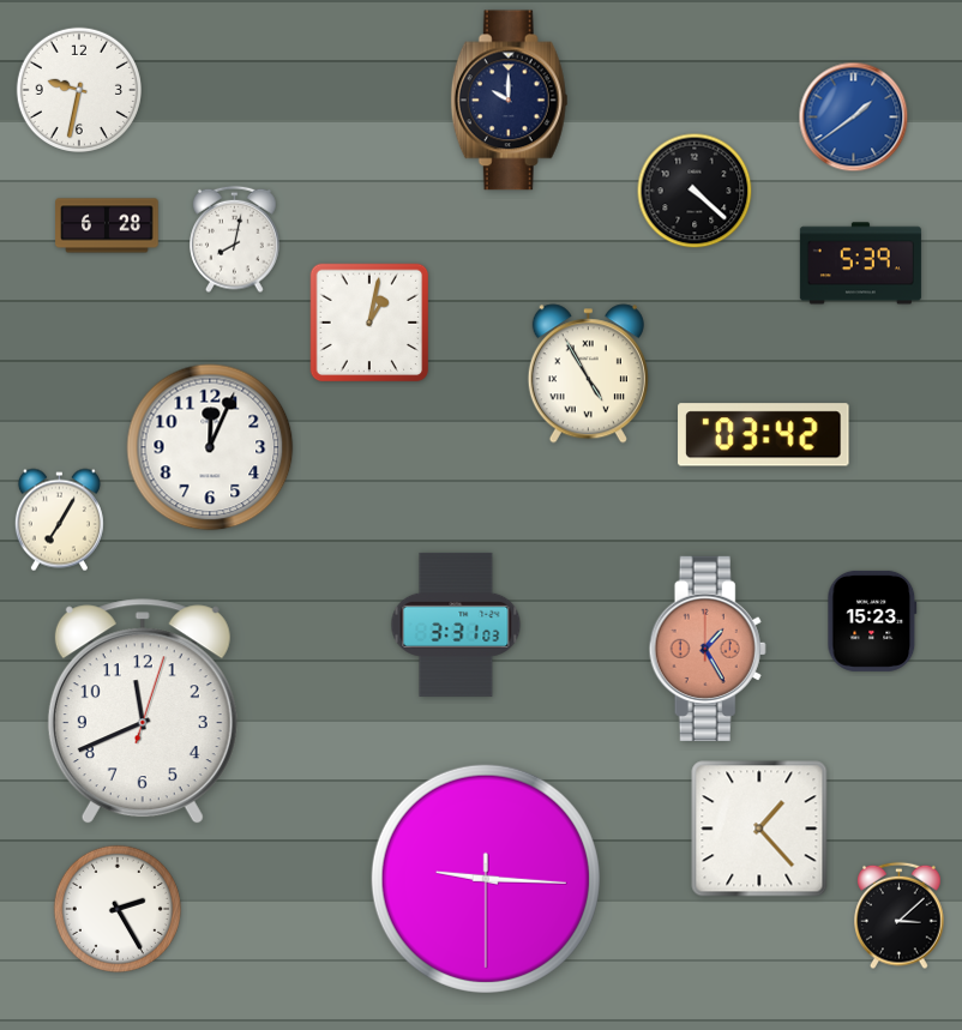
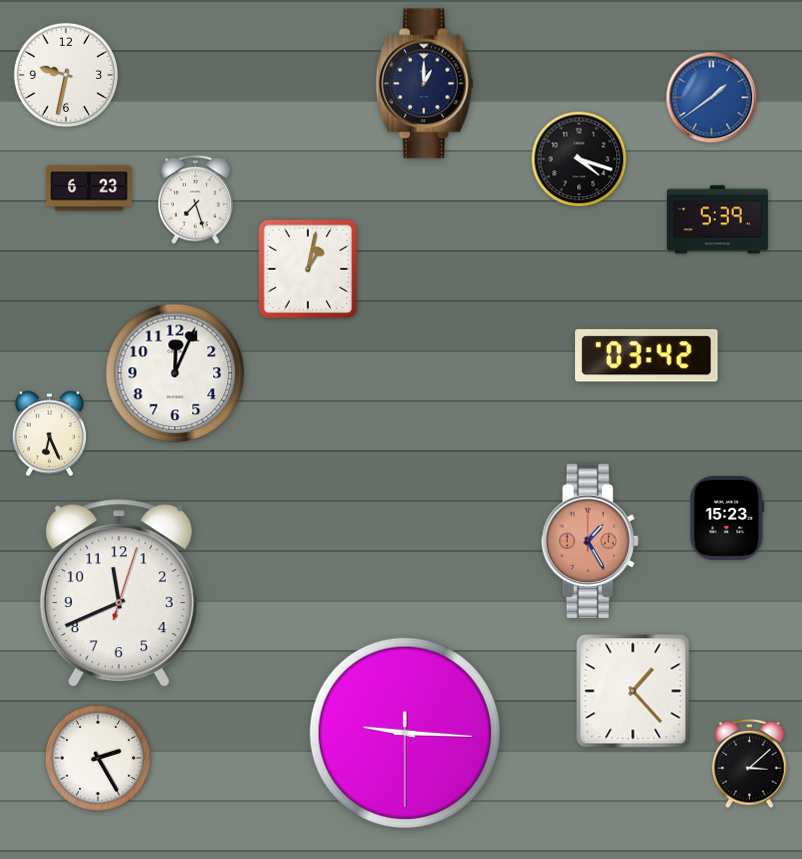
clock at (509, 101): 10:00 -> 1:00
clock at (695, 191): 4:22 -> 4:18
clock at (107, 225): 6:28 -> 6:23
clock at (235, 240): 8:02 -> 7:27
clock at (588, 374): 4:55 -> none
clock at (764, 435) position: (764, 435) -> (647, 356)
clock at (59, 520): 7:05 -> 6:26
clock at (456, 625): 3:31 -> none
